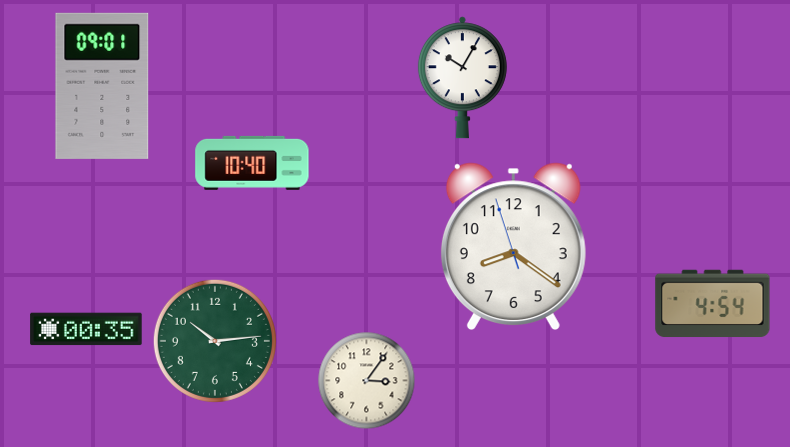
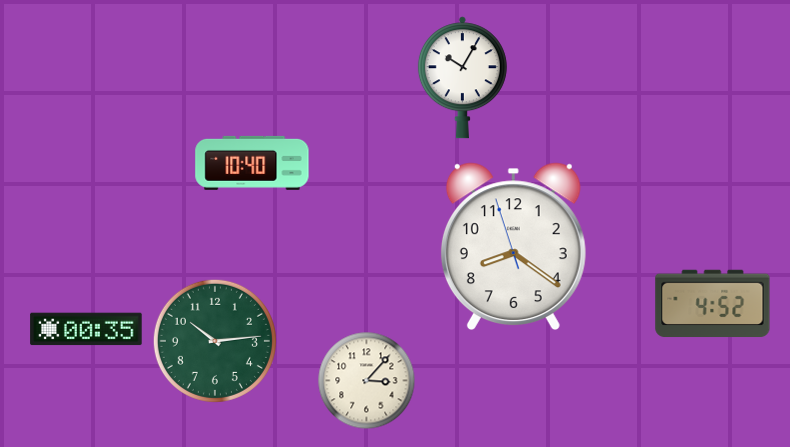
clock at (102, 86): 09:01 -> none
clock at (713, 304): 4:54 -> 4:52
clock at (367, 381): 3:06 -> 3:07
